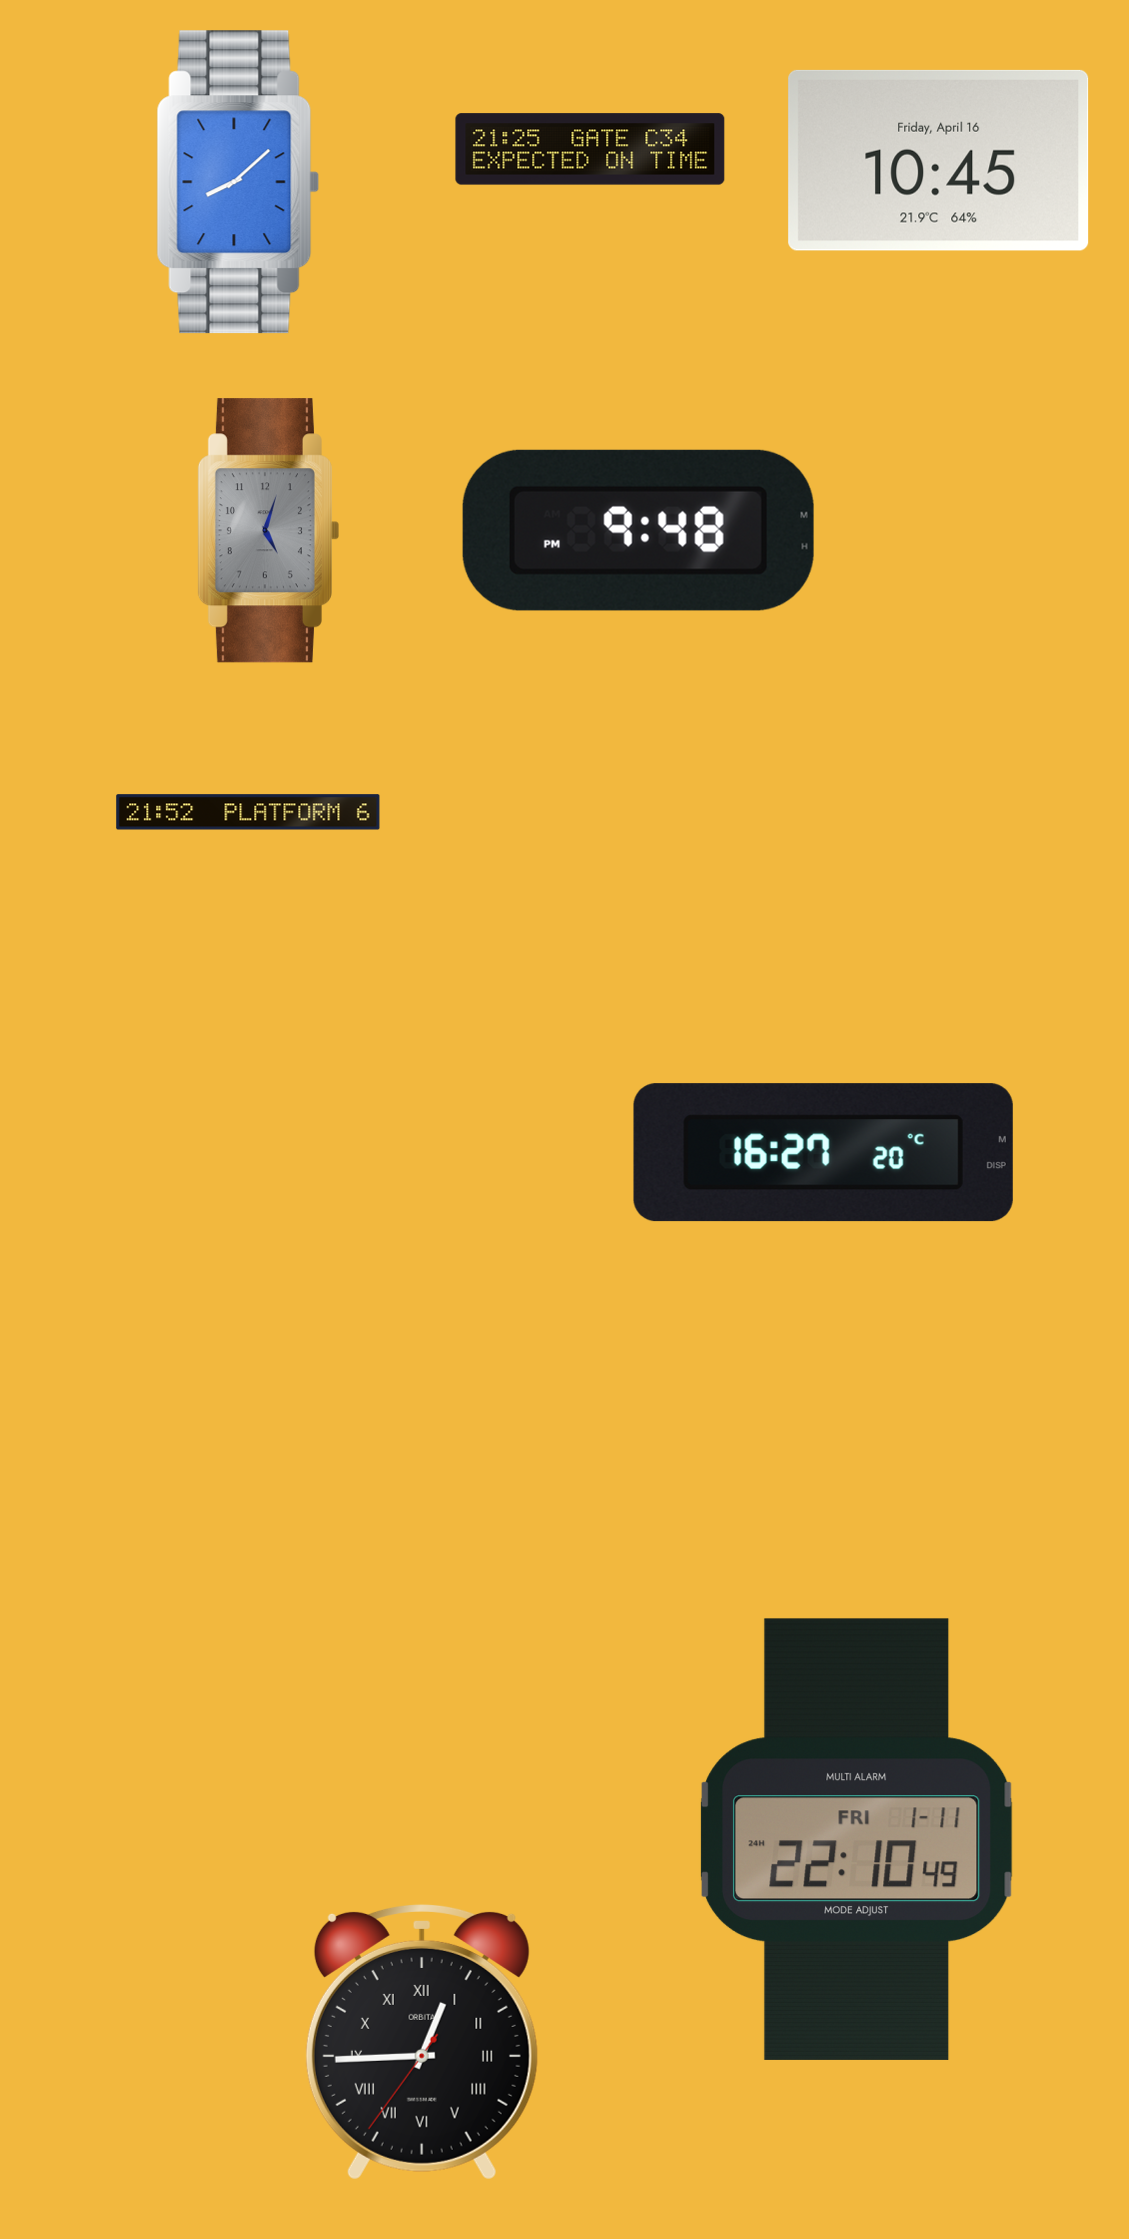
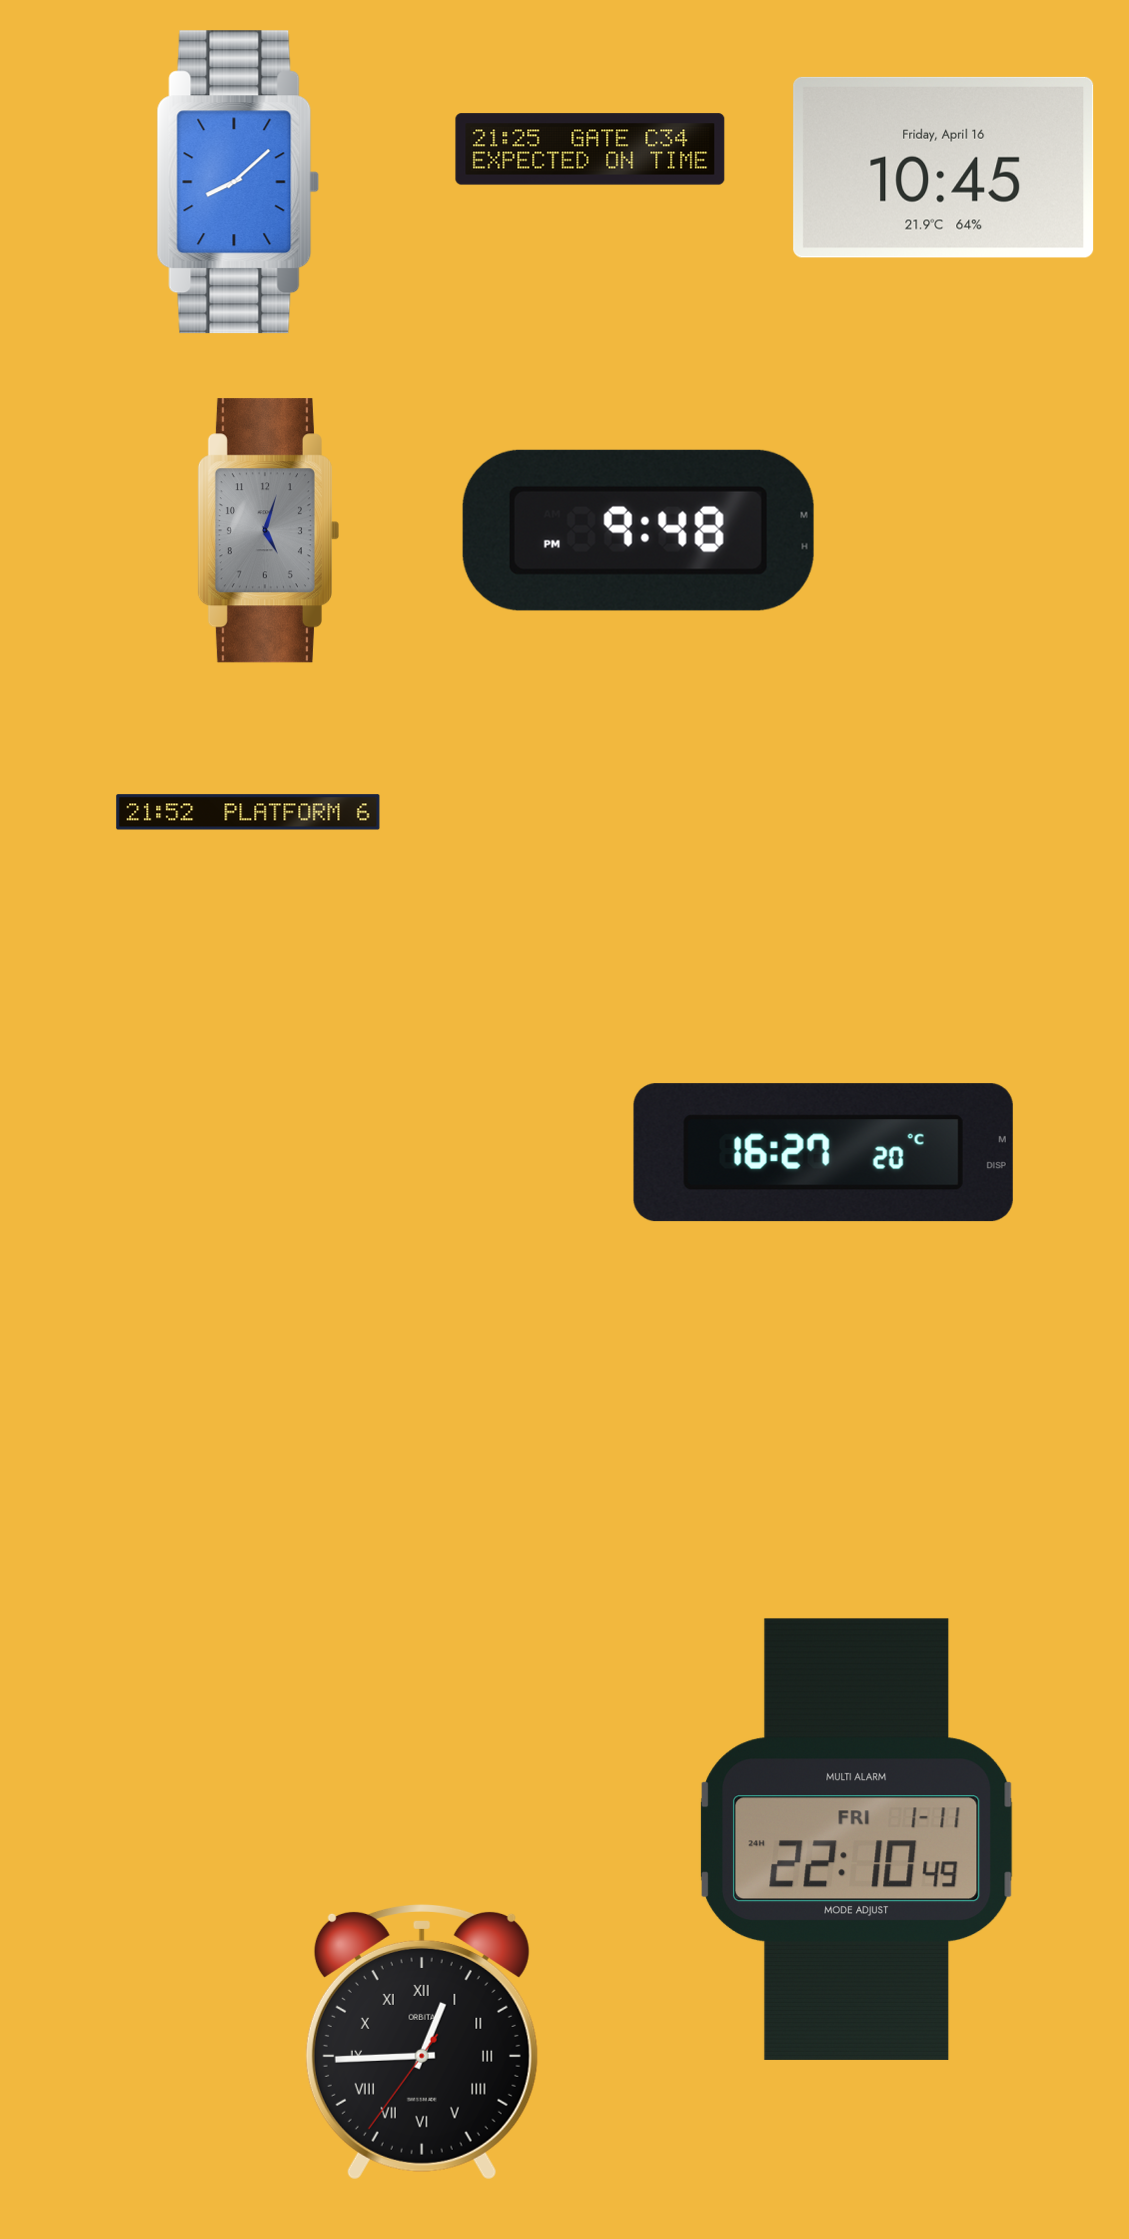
clock at (939, 160) position: (939, 160) -> (944, 167)
